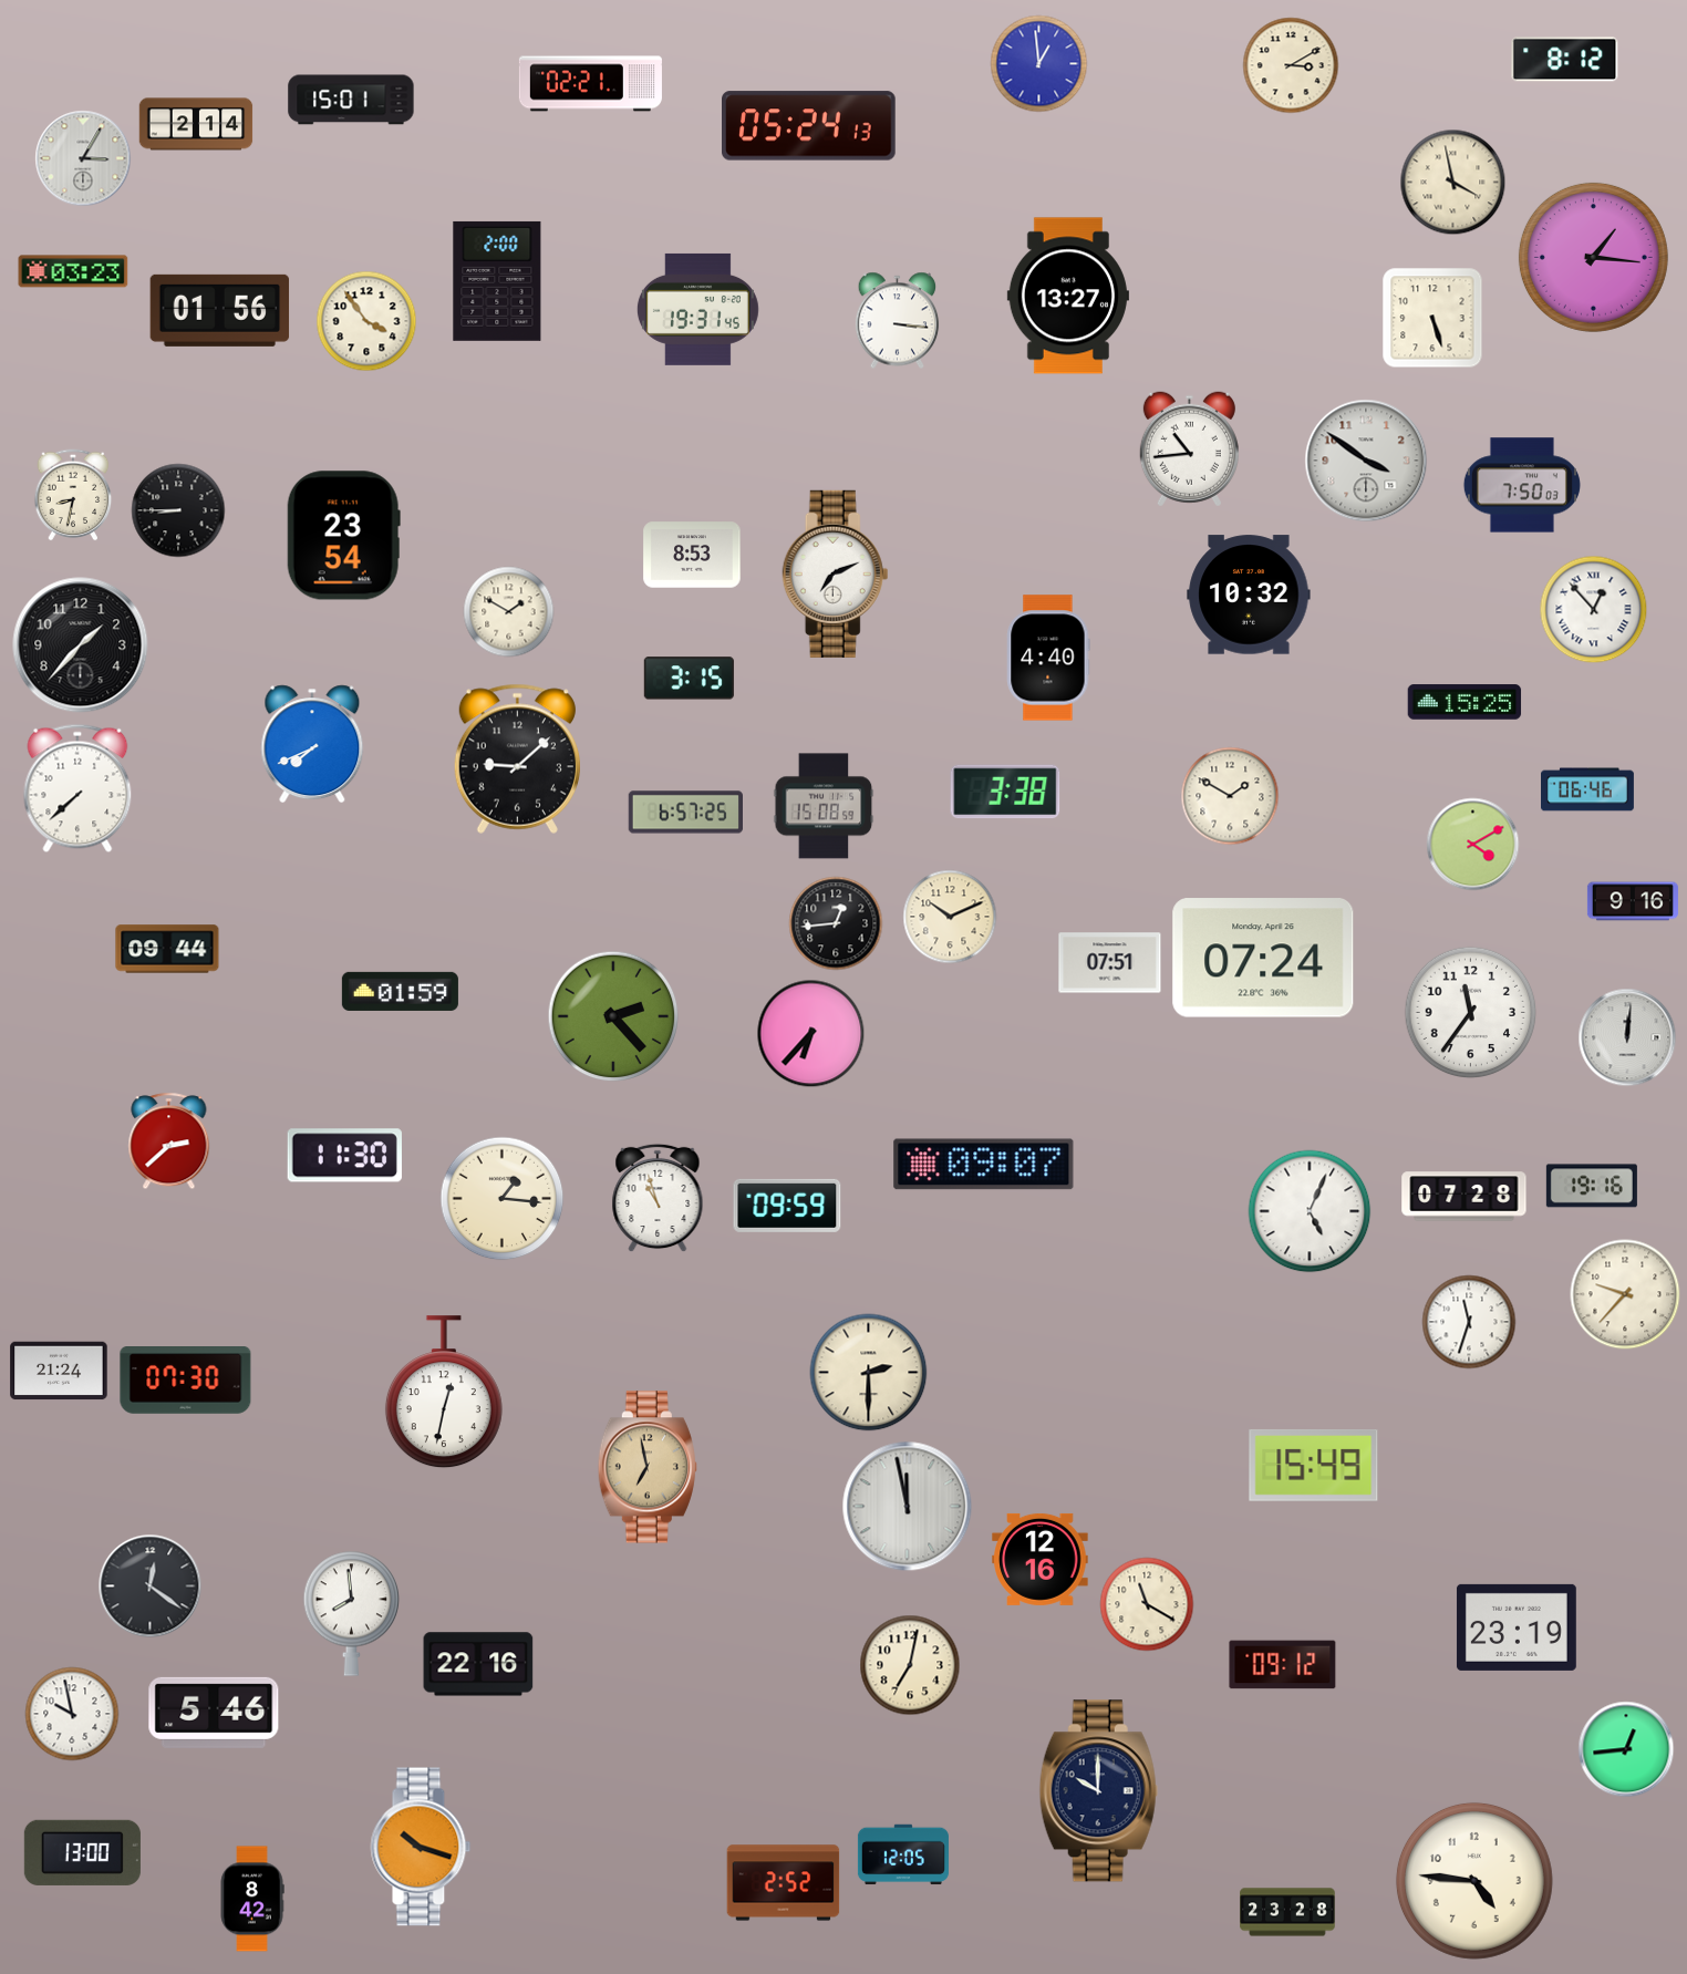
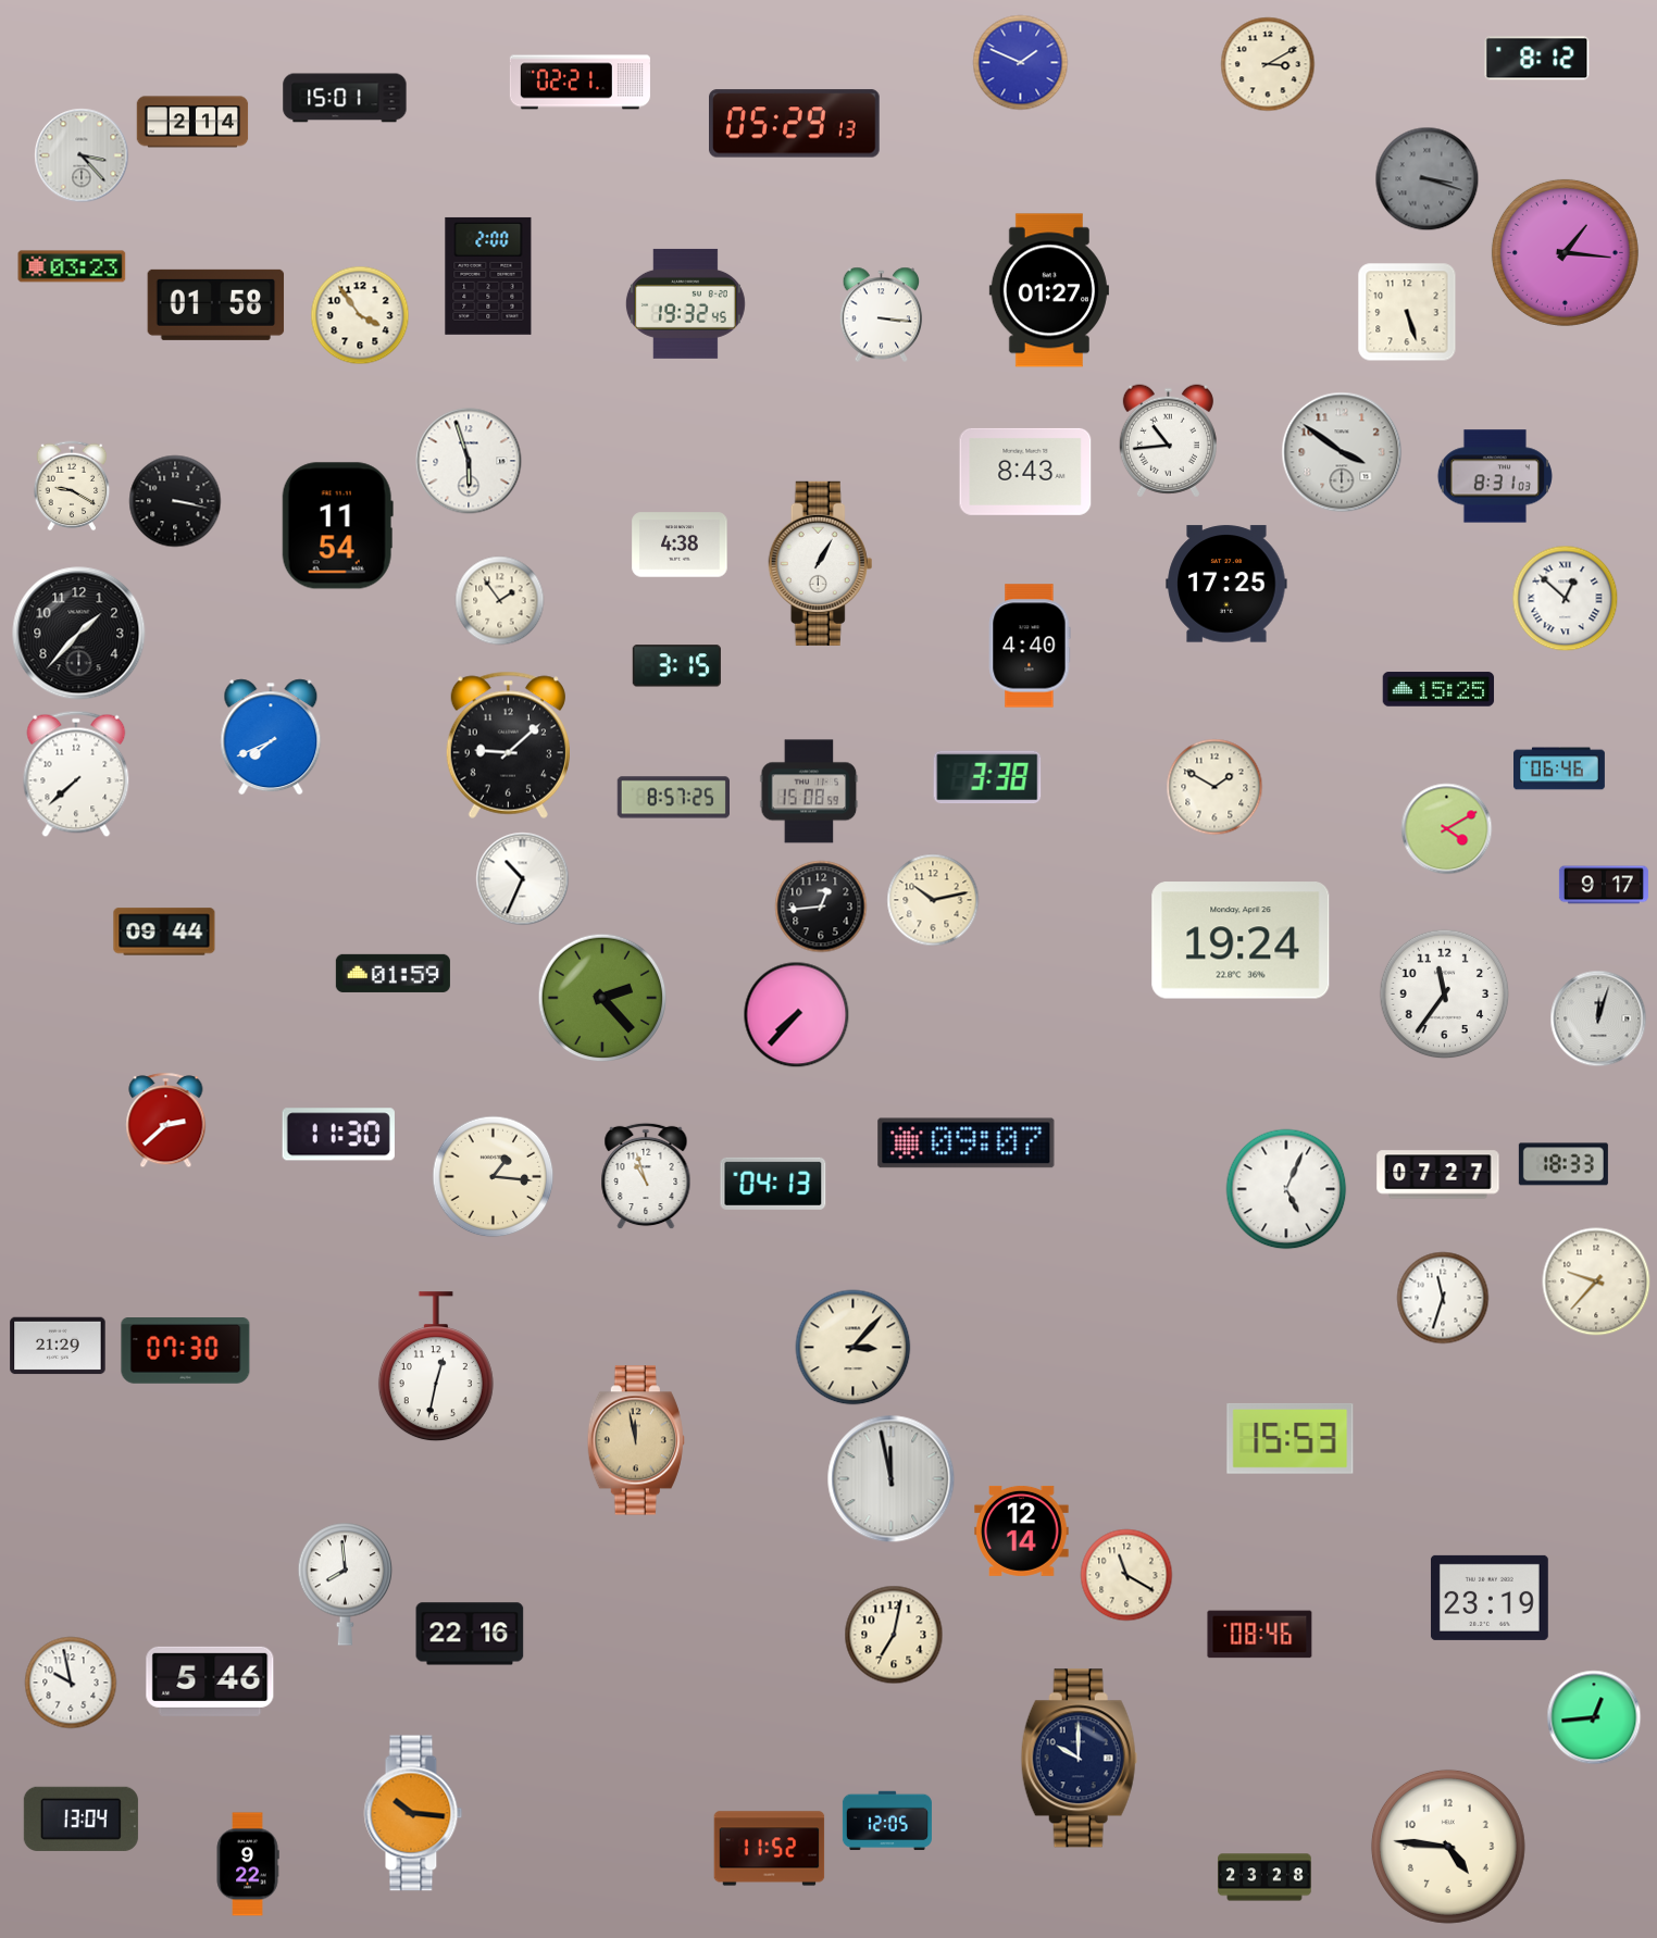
clock at (1039, 64): 12:59 -> 1:49
clock at (809, 126): 05:24 -> 05:29
clock at (83, 158): 3:05 -> 3:23
clock at (1453, 183): 3:58 -> 3:18
clock at (1453, 183) dial: cream -> grey
clock at (1068, 296): 13:27 -> 01:27
clock at (697, 309): 19:31 -> 19:32
clock at (220, 310): 01:56 -> 01:58
clock at (469, 461): none -> 5:57
clock at (1025, 472): none -> 8:43
clock at (1522, 485): 7:50 -> 8:31
clock at (73, 495): 8:32 -> 9:20
clock at (178, 510): 8:45 -> 3:17
clock at (343, 536): 23:54 -> 11:54
clock at (692, 555): 8:53 -> 4:38
clock at (836, 573): 7:11 -> 1:05
clock at (1249, 595): 10:32 -> 17:25
clock at (1594, 610): 12:53 -> 12:52
clock at (509, 612): 1:50 -> 1:54
clock at (312, 744) position: (312, 744) -> (271, 737)
clock at (1588, 789) position: (1588, 789) -> (1560, 768)
clock at (1230, 796) position: (1230, 796) -> (1214, 787)
clock at (685, 813): 6:57 -> 8:57
clock at (523, 879): none -> 10:34
clock at (1633, 901): 9:16 -> 9:17
clock at (950, 917): 10:11 -> 10:13
clock at (1263, 958): 07:24 -> 19:24
clock at (1110, 963): 07:51 -> none
clock at (811, 1034): 6:37 -> 7:37
clock at (1627, 1037): 12:01 -> 12:03
clock at (1592, 1186): 19:16 -> 18:33
clock at (1465, 1197): 07:28 -> 07:27
clock at (787, 1206): 09:59 -> 04:13
clock at (1625, 1294) position: (1625, 1294) -> (1596, 1281)
clock at (59, 1371): 21:24 -> 21:29
clock at (869, 1373): 2:30 -> 3:07
clock at (186, 1381) position: (186, 1381) -> (186, 1351)
clock at (1314, 1465): 15:49 -> 15:53
clock at (648, 1467): 6:58 -> 11:58
clock at (1041, 1559): 12:16 -> 12:14
clock at (151, 1587): 12:21 -> none
clock at (1283, 1665): 09:12 -> 08:46
clock at (1626, 1749) position: (1626, 1749) -> (1594, 1717)
clock at (421, 1847): 10:18 -> 10:16
clock at (82, 1852): 13:00 -> 13:04
clock at (784, 1883): 2:52 -> 11:52
clock at (252, 1899): 8:42 -> 9:22
